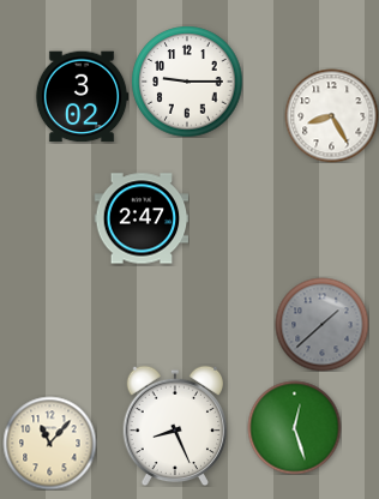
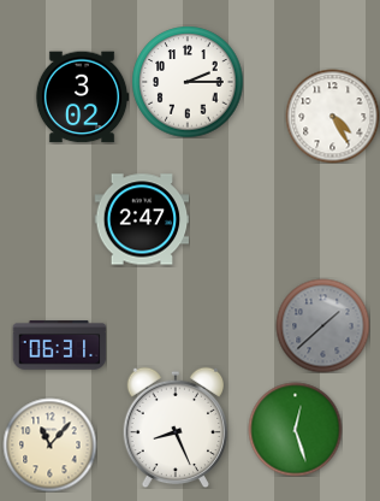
clock at (187, 82): 9:15 -> 2:15
clock at (331, 115): 8:25 -> 4:25
clock at (59, 346): none -> 06:31
